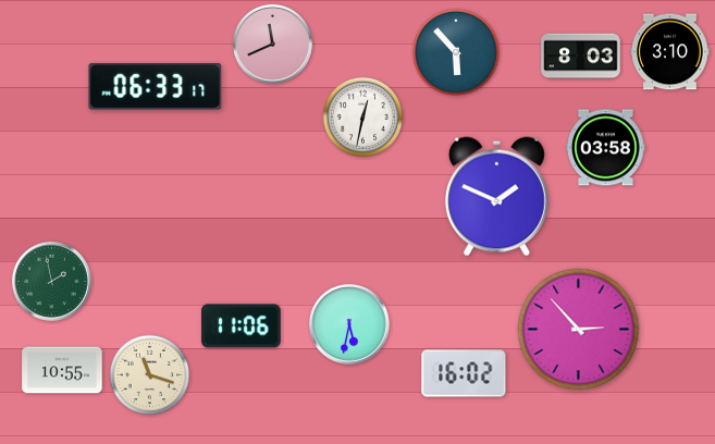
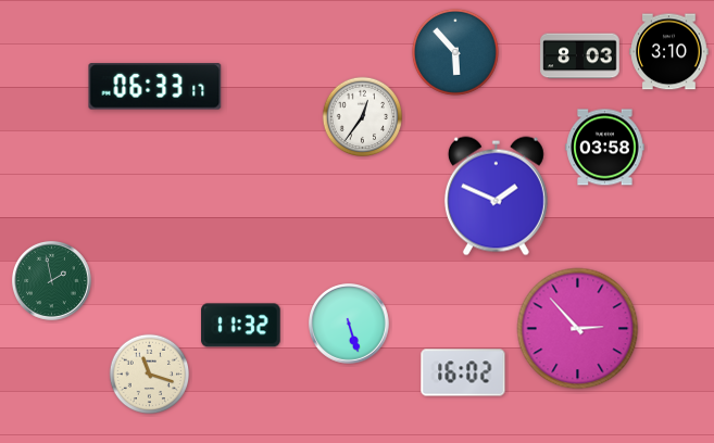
clock at (273, 45): 11:41 -> none
clock at (363, 118): 12:32 -> 12:36
clock at (350, 325): 5:32 -> 5:27
clock at (242, 326): 11:06 -> 11:32
clock at (62, 370): 10:55 -> none
